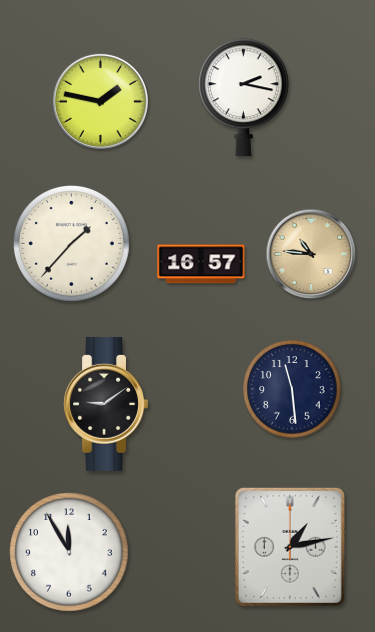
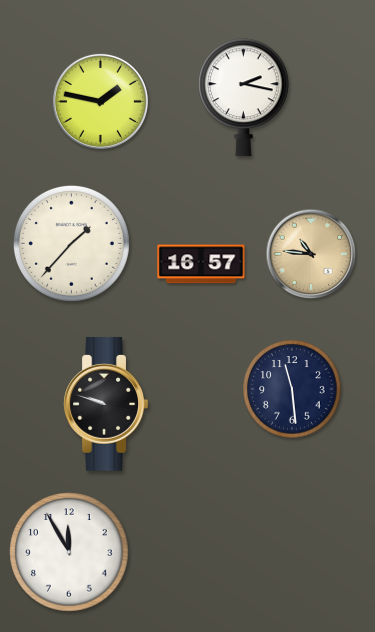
clock at (106, 404): 9:09 -> 9:48
clock at (290, 547): 1:13 -> none
